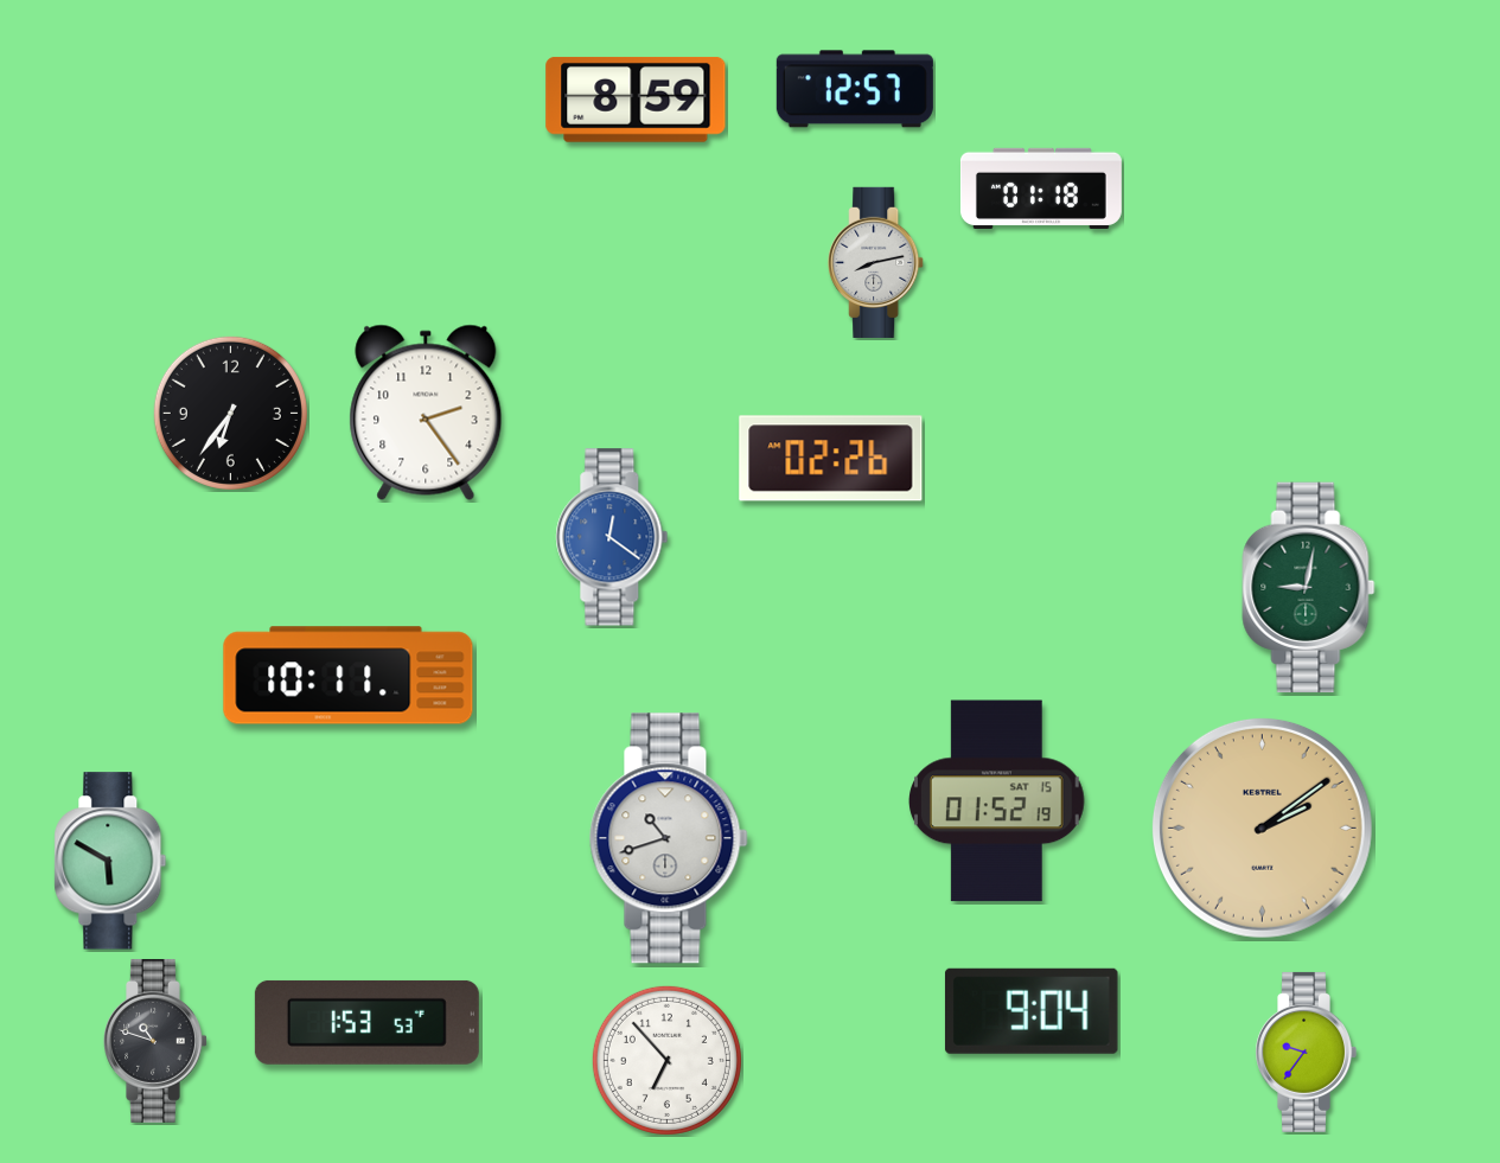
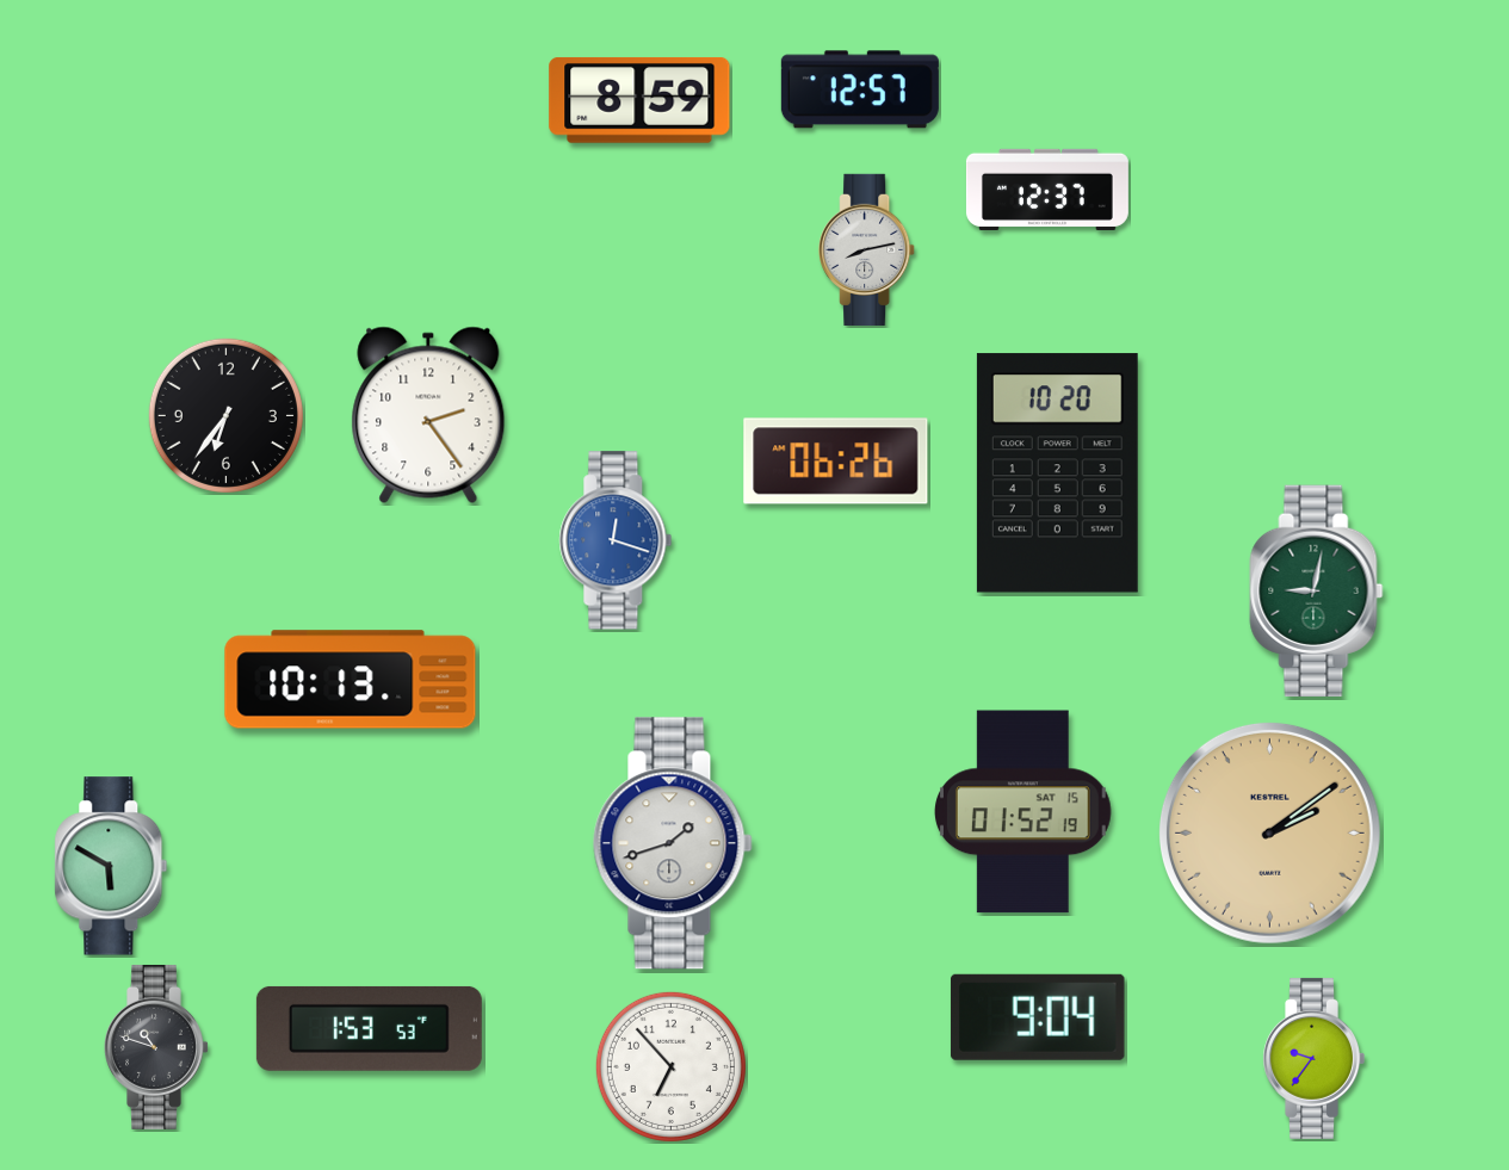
clock at (1041, 188): 01:18 -> 12:37
clock at (876, 262) position: (876, 262) -> (867, 249)
clock at (230, 413) position: (230, 413) -> (225, 415)
clock at (831, 459): 02:26 -> 06:26
clock at (1057, 473): none -> 10:20
clock at (612, 537): 12:21 -> 12:18
clock at (349, 676): 10:11 -> 10:13
clock at (997, 801) position: (997, 801) -> (1023, 812)
clock at (669, 838): 10:42 -> 1:42
